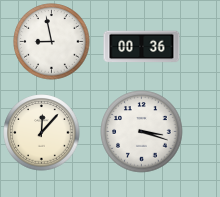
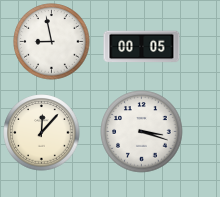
clock at (142, 47): 00:36 -> 00:05
